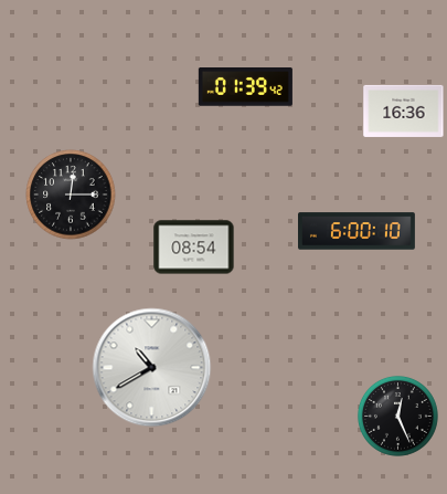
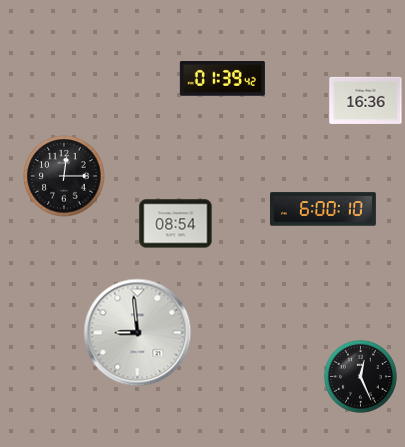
clock at (152, 368): 10:40 -> 8:59
